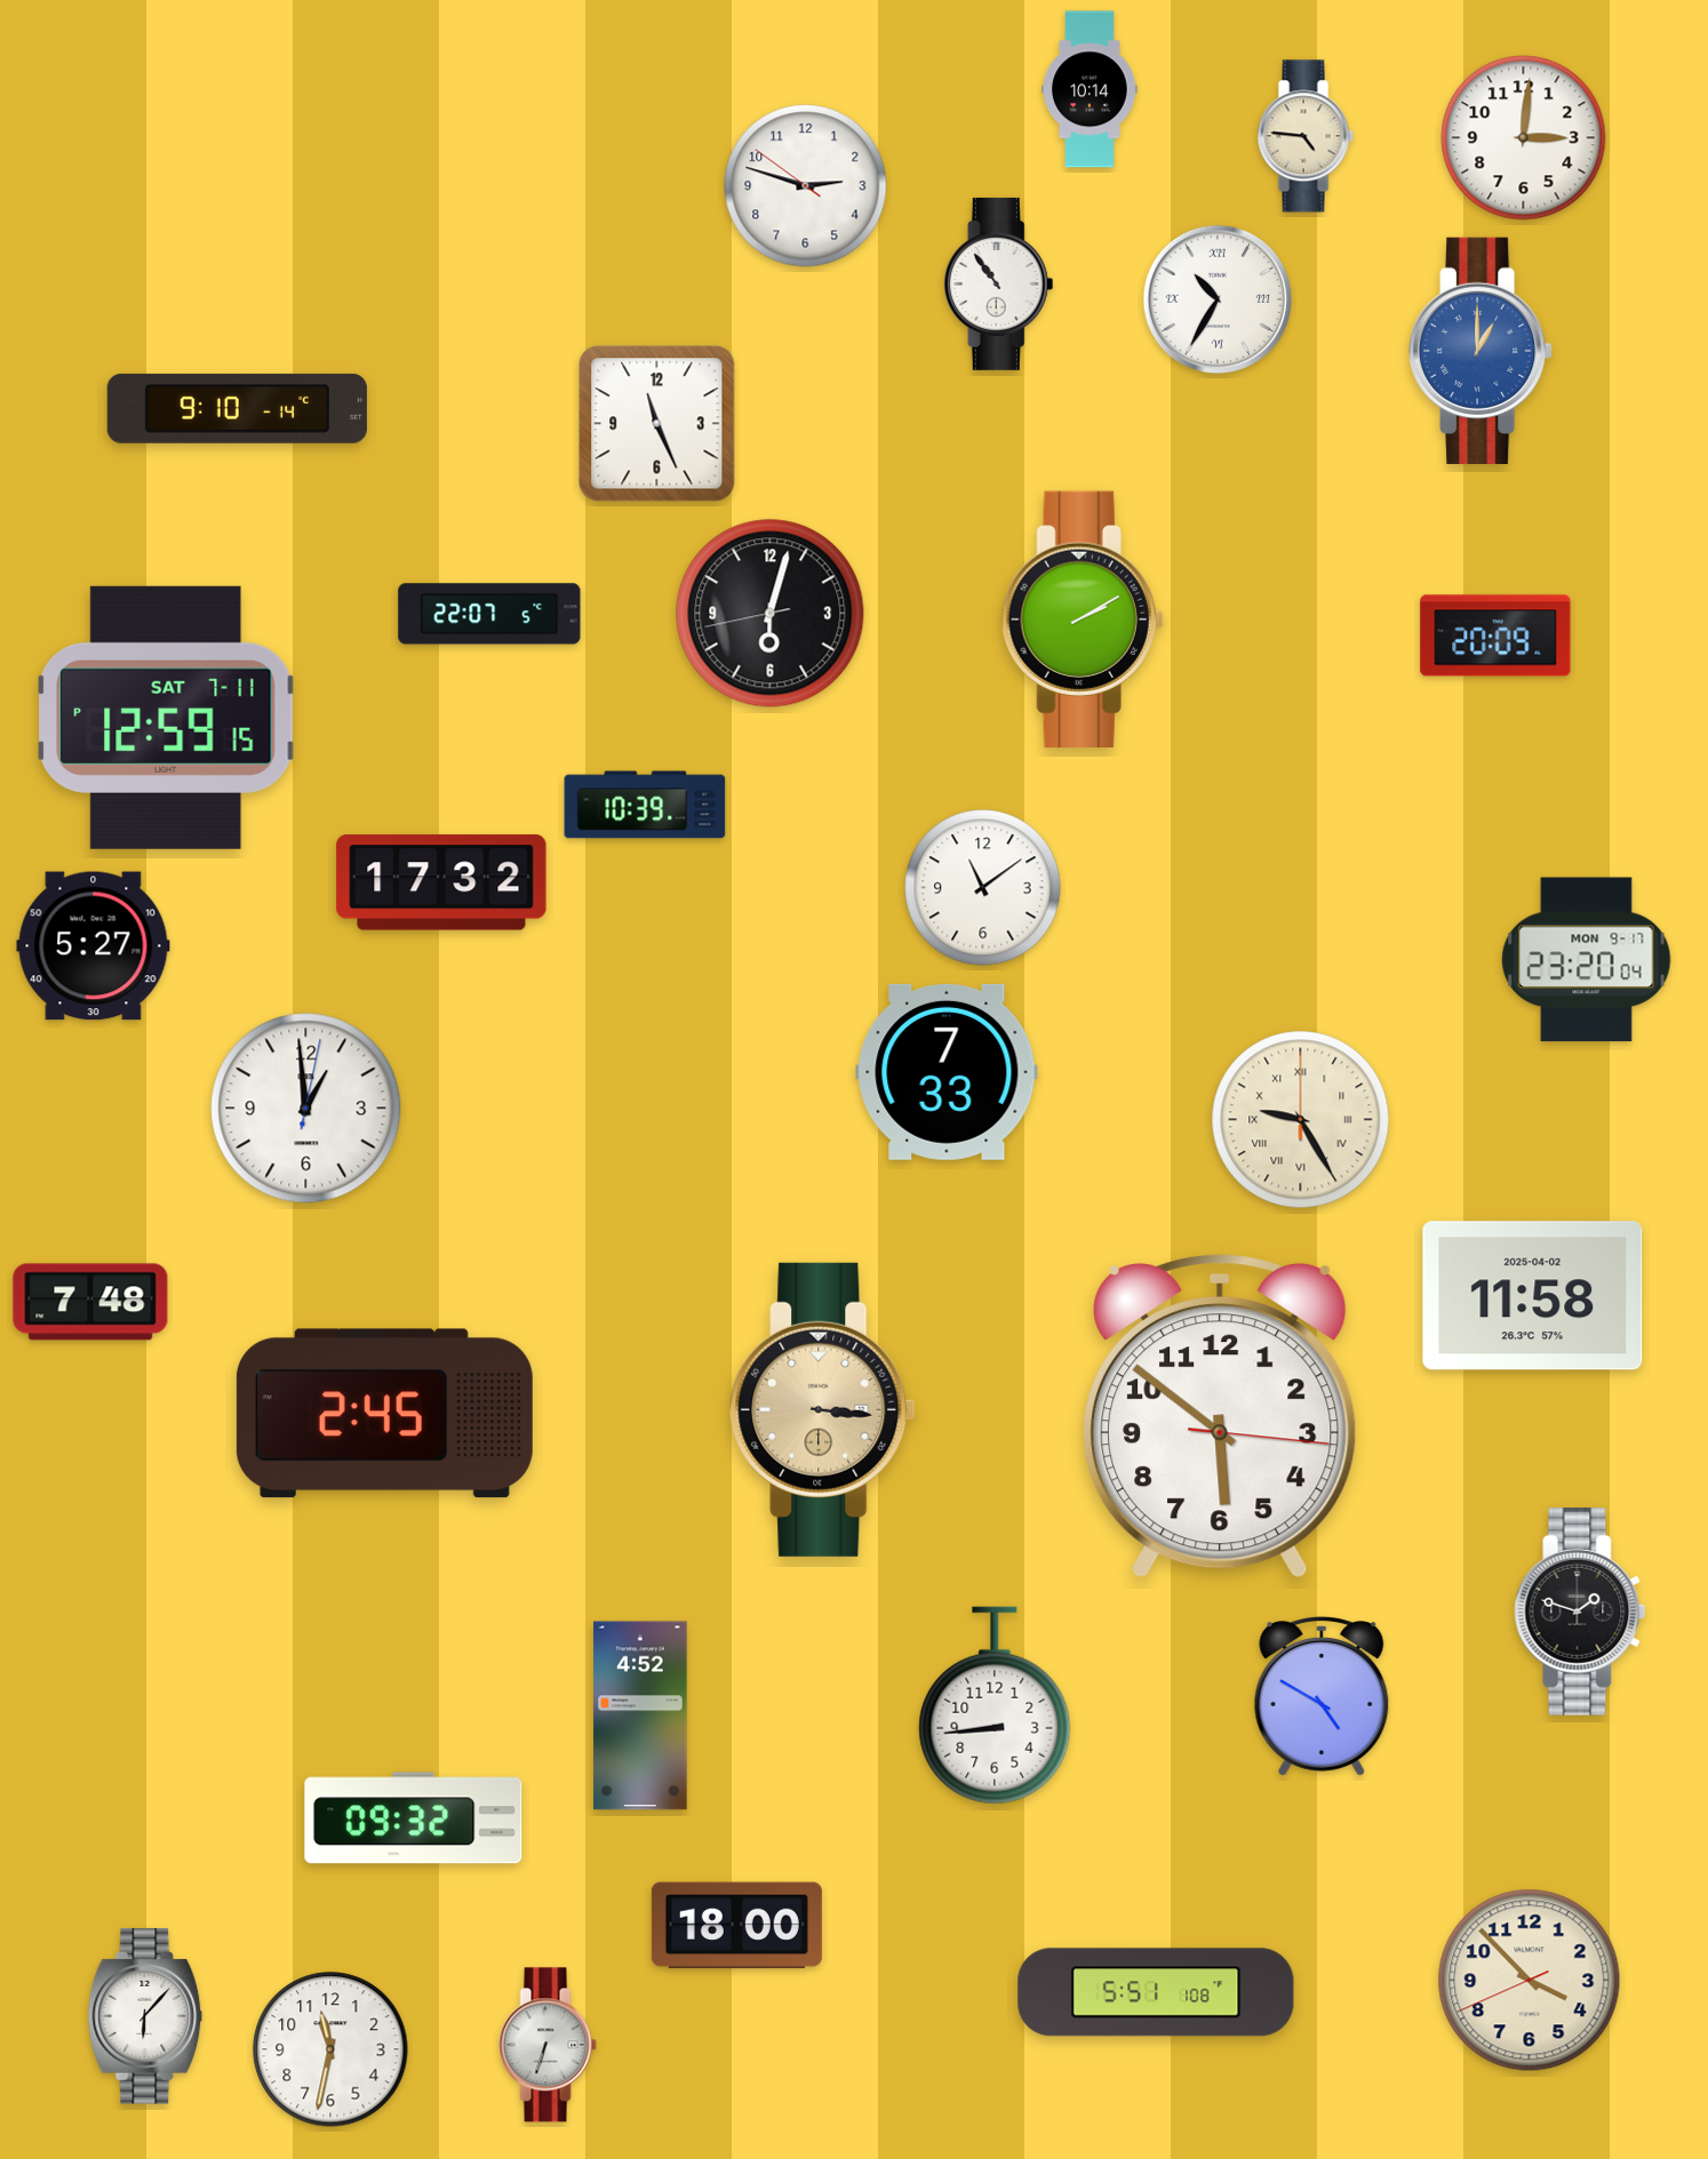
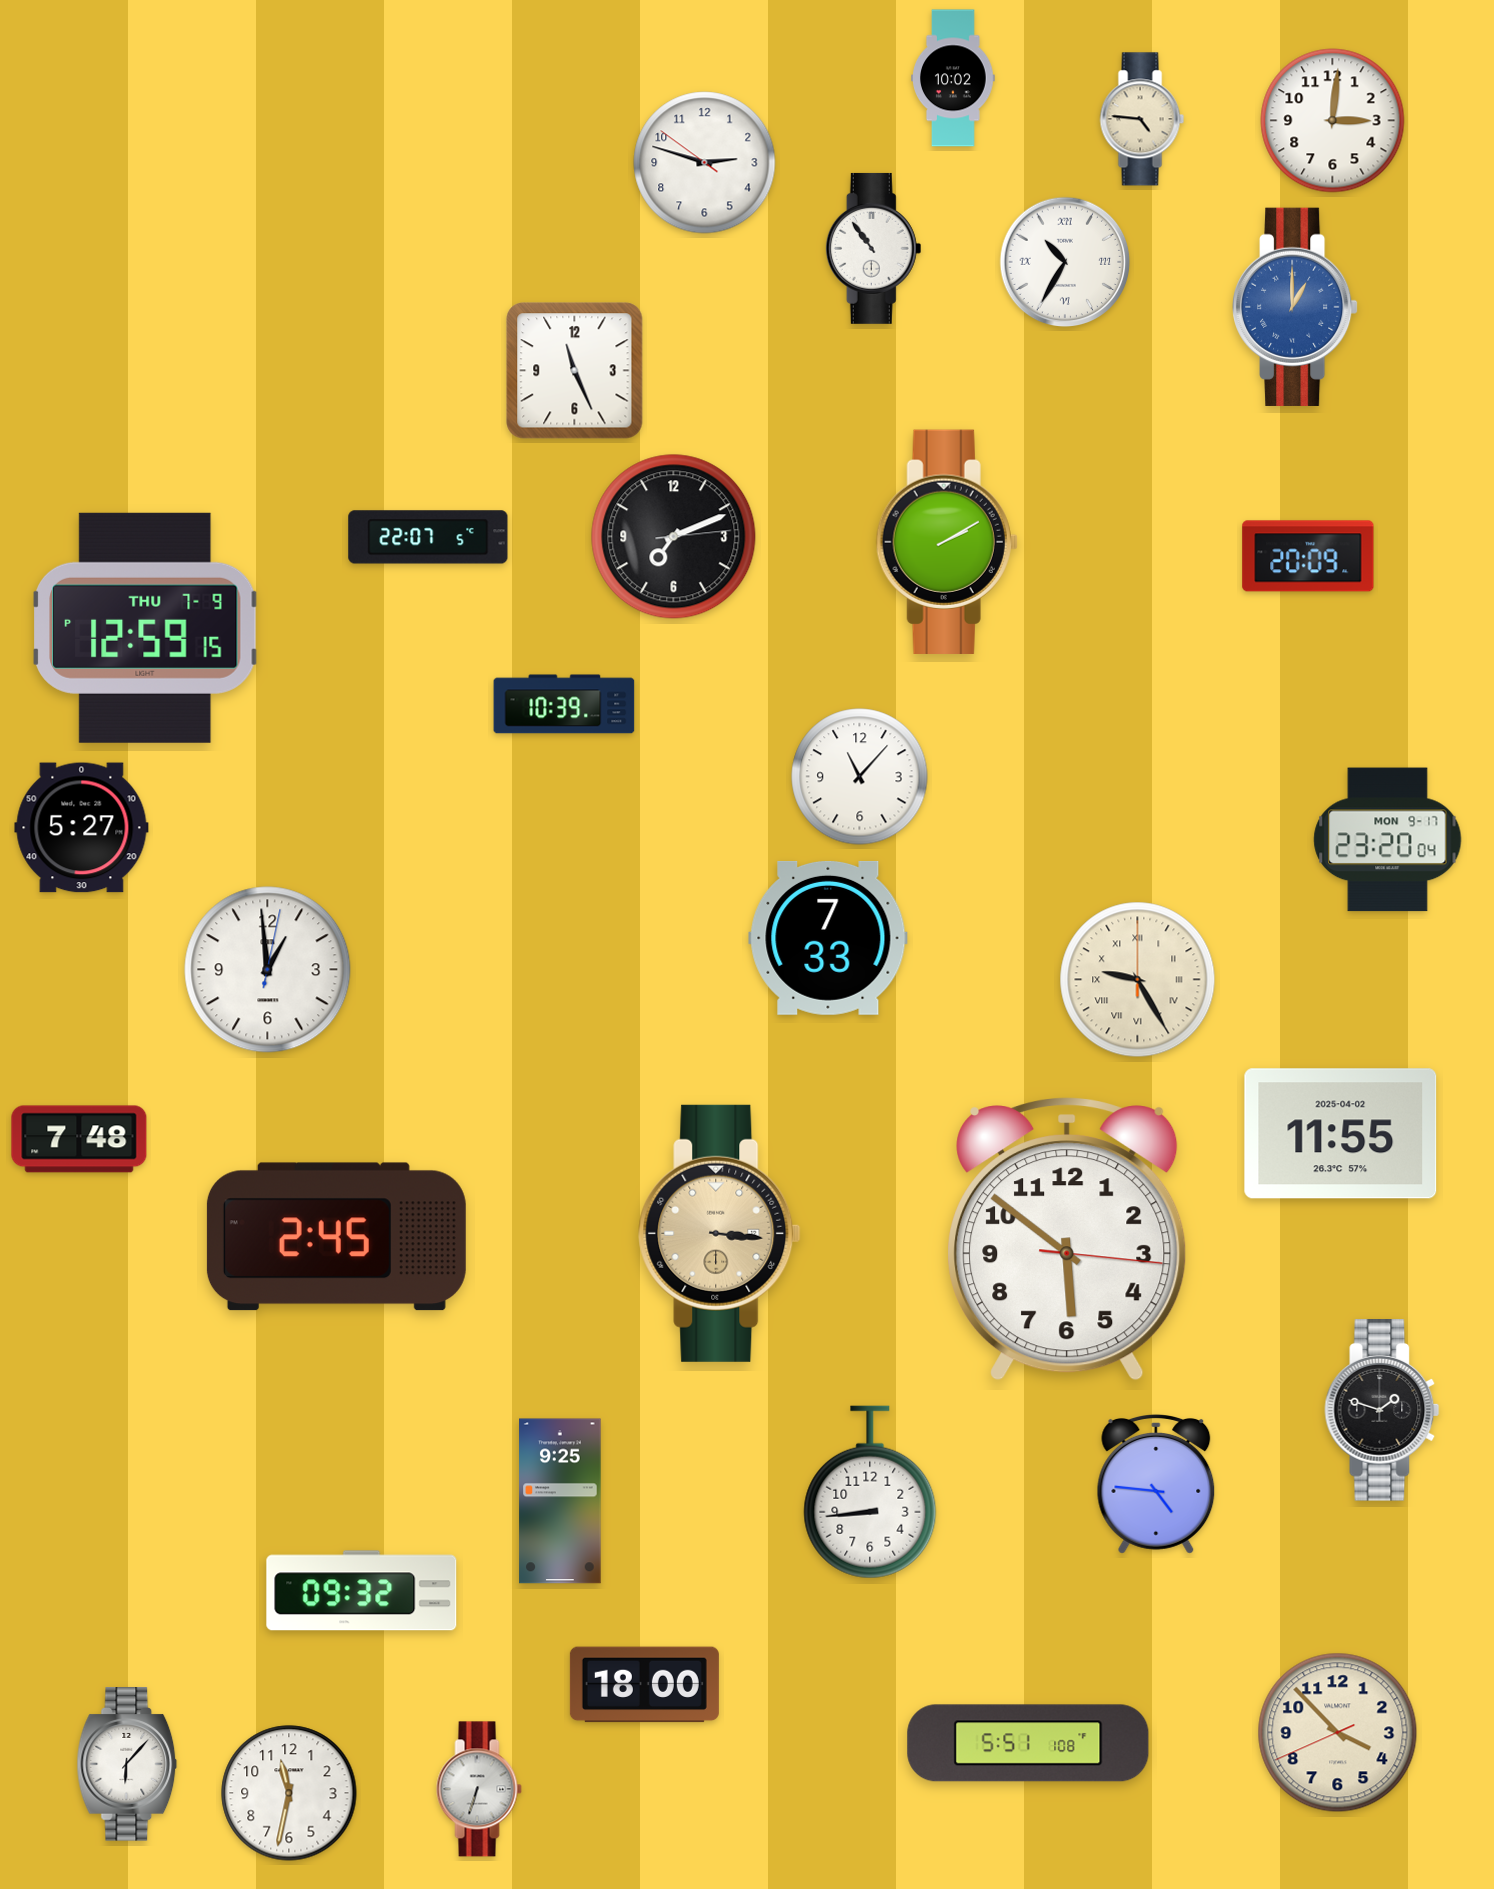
clock at (1090, 89): 10:14 -> 10:02
clock at (237, 408): 9:10 -> none
clock at (771, 614): 6:02 -> 7:11
clock at (167, 718) date: SAT 7-11 -> THU 7-9
clock at (441, 882): 17:32 -> none
clock at (983, 888): 11:09 -> 11:07
clock at (1533, 1296): 11:58 -> 11:55
clock at (1322, 1697): 4:50 -> 4:46
clock at (640, 1716): 4:52 -> 9:25
clock at (1156, 1992) position: (1156, 1992) -> (1028, 1743)
